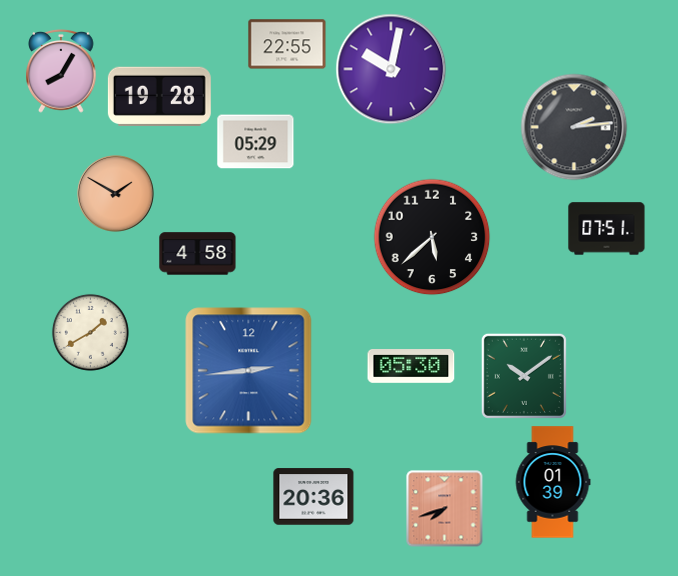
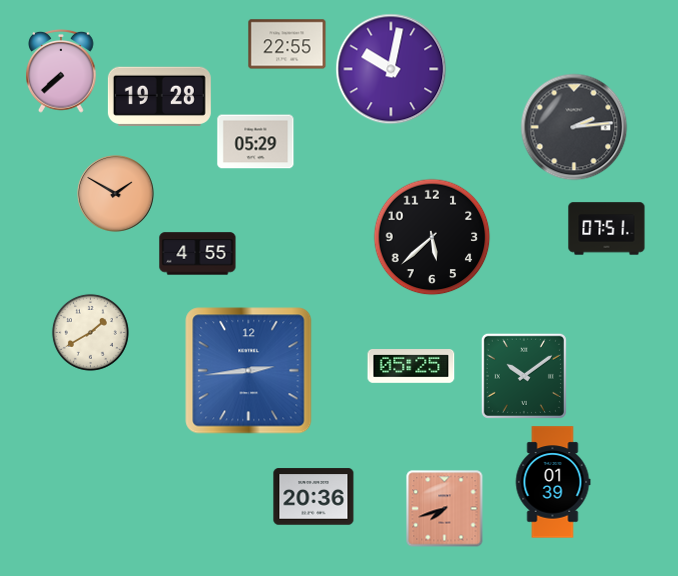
clock at (61, 72): 8:05 -> 7:38
clock at (198, 254): 4:58 -> 4:55
clock at (411, 367): 05:30 -> 05:25
